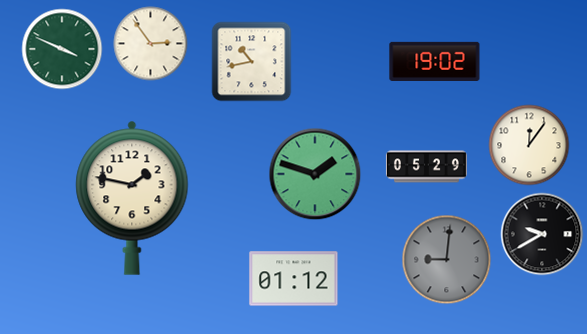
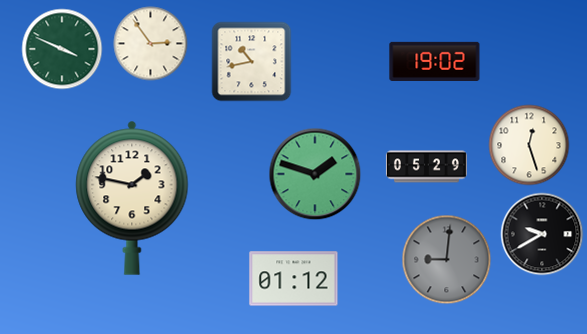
clock at (529, 145): 12:06 -> 12:27
